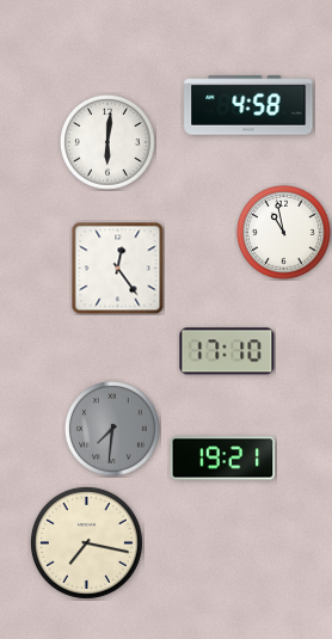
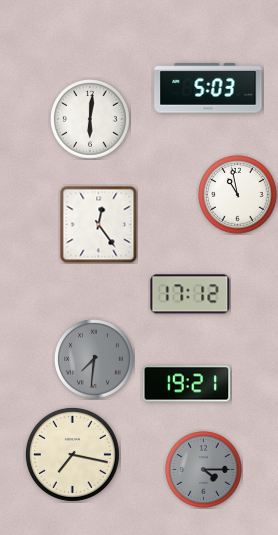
clock at (248, 105): 4:58 -> 5:03
clock at (227, 351): 17:10 -> 17:12
clock at (204, 470): none -> 4:15
